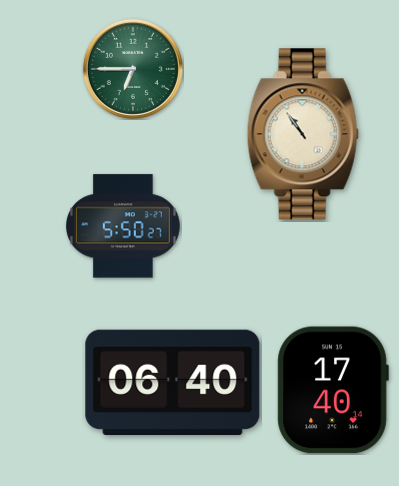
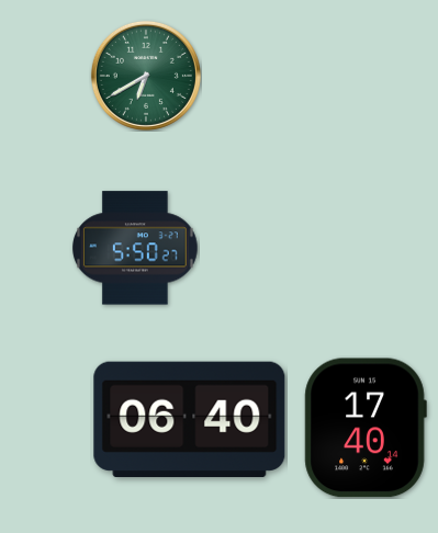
clock at (133, 69): 6:45 -> 6:40
clock at (303, 134): 10:54 -> none
